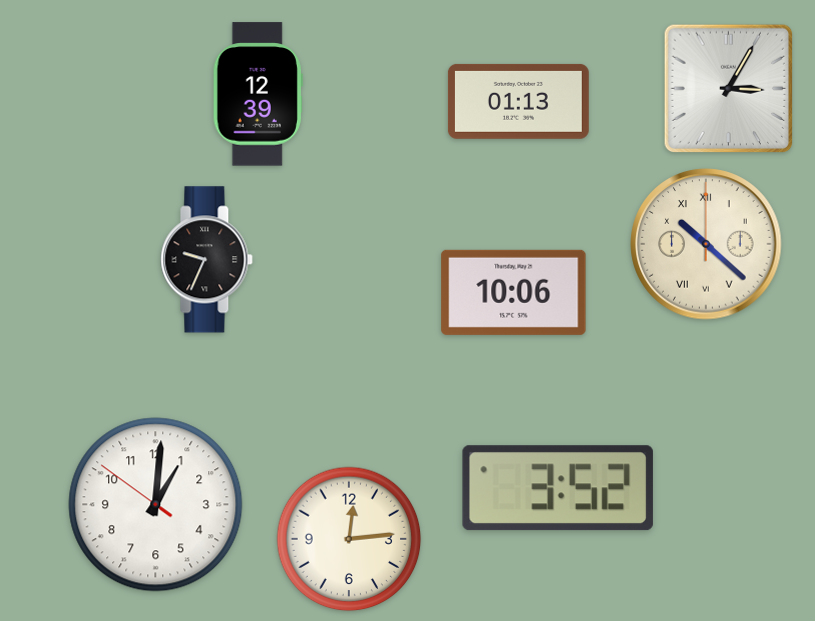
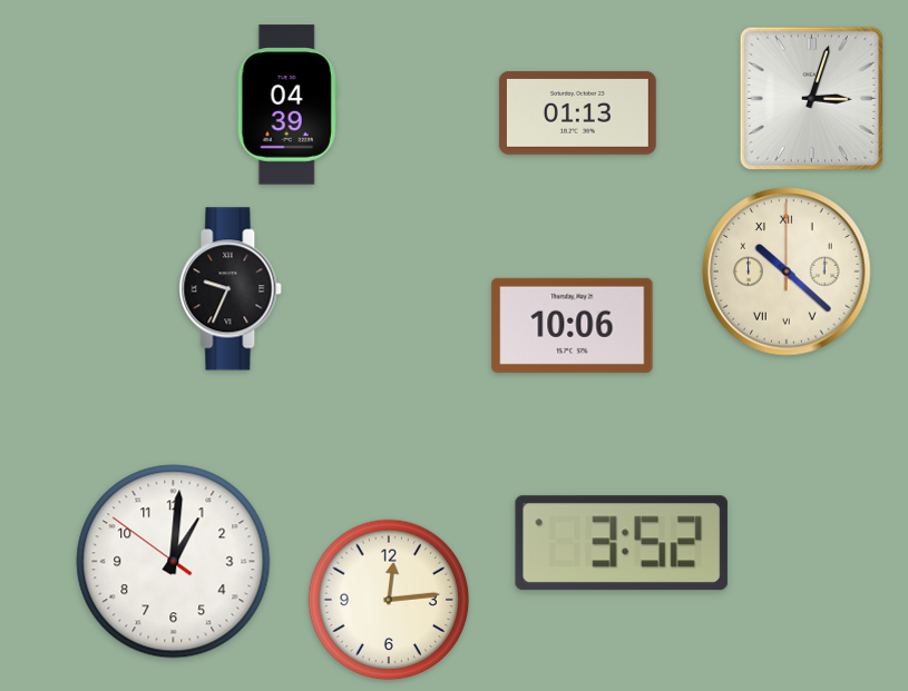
clock at (728, 88): 3:05 -> 3:03
clock at (258, 94): 12:39 -> 04:39
